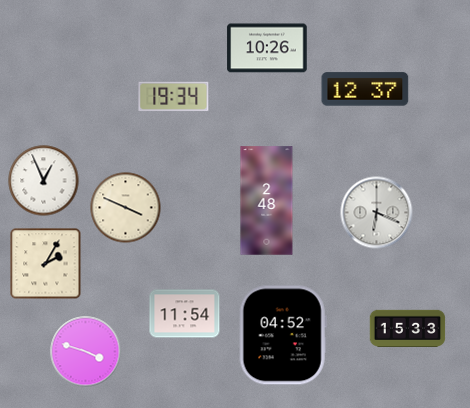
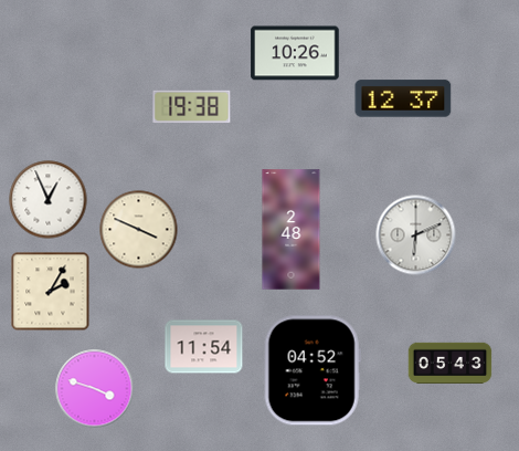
clock at (174, 97): 19:34 -> 19:38
clock at (267, 201) position: (267, 201) -> (292, 230)
clock at (377, 213): 6:19 -> 6:11
clock at (408, 328): 15:33 -> 05:43
